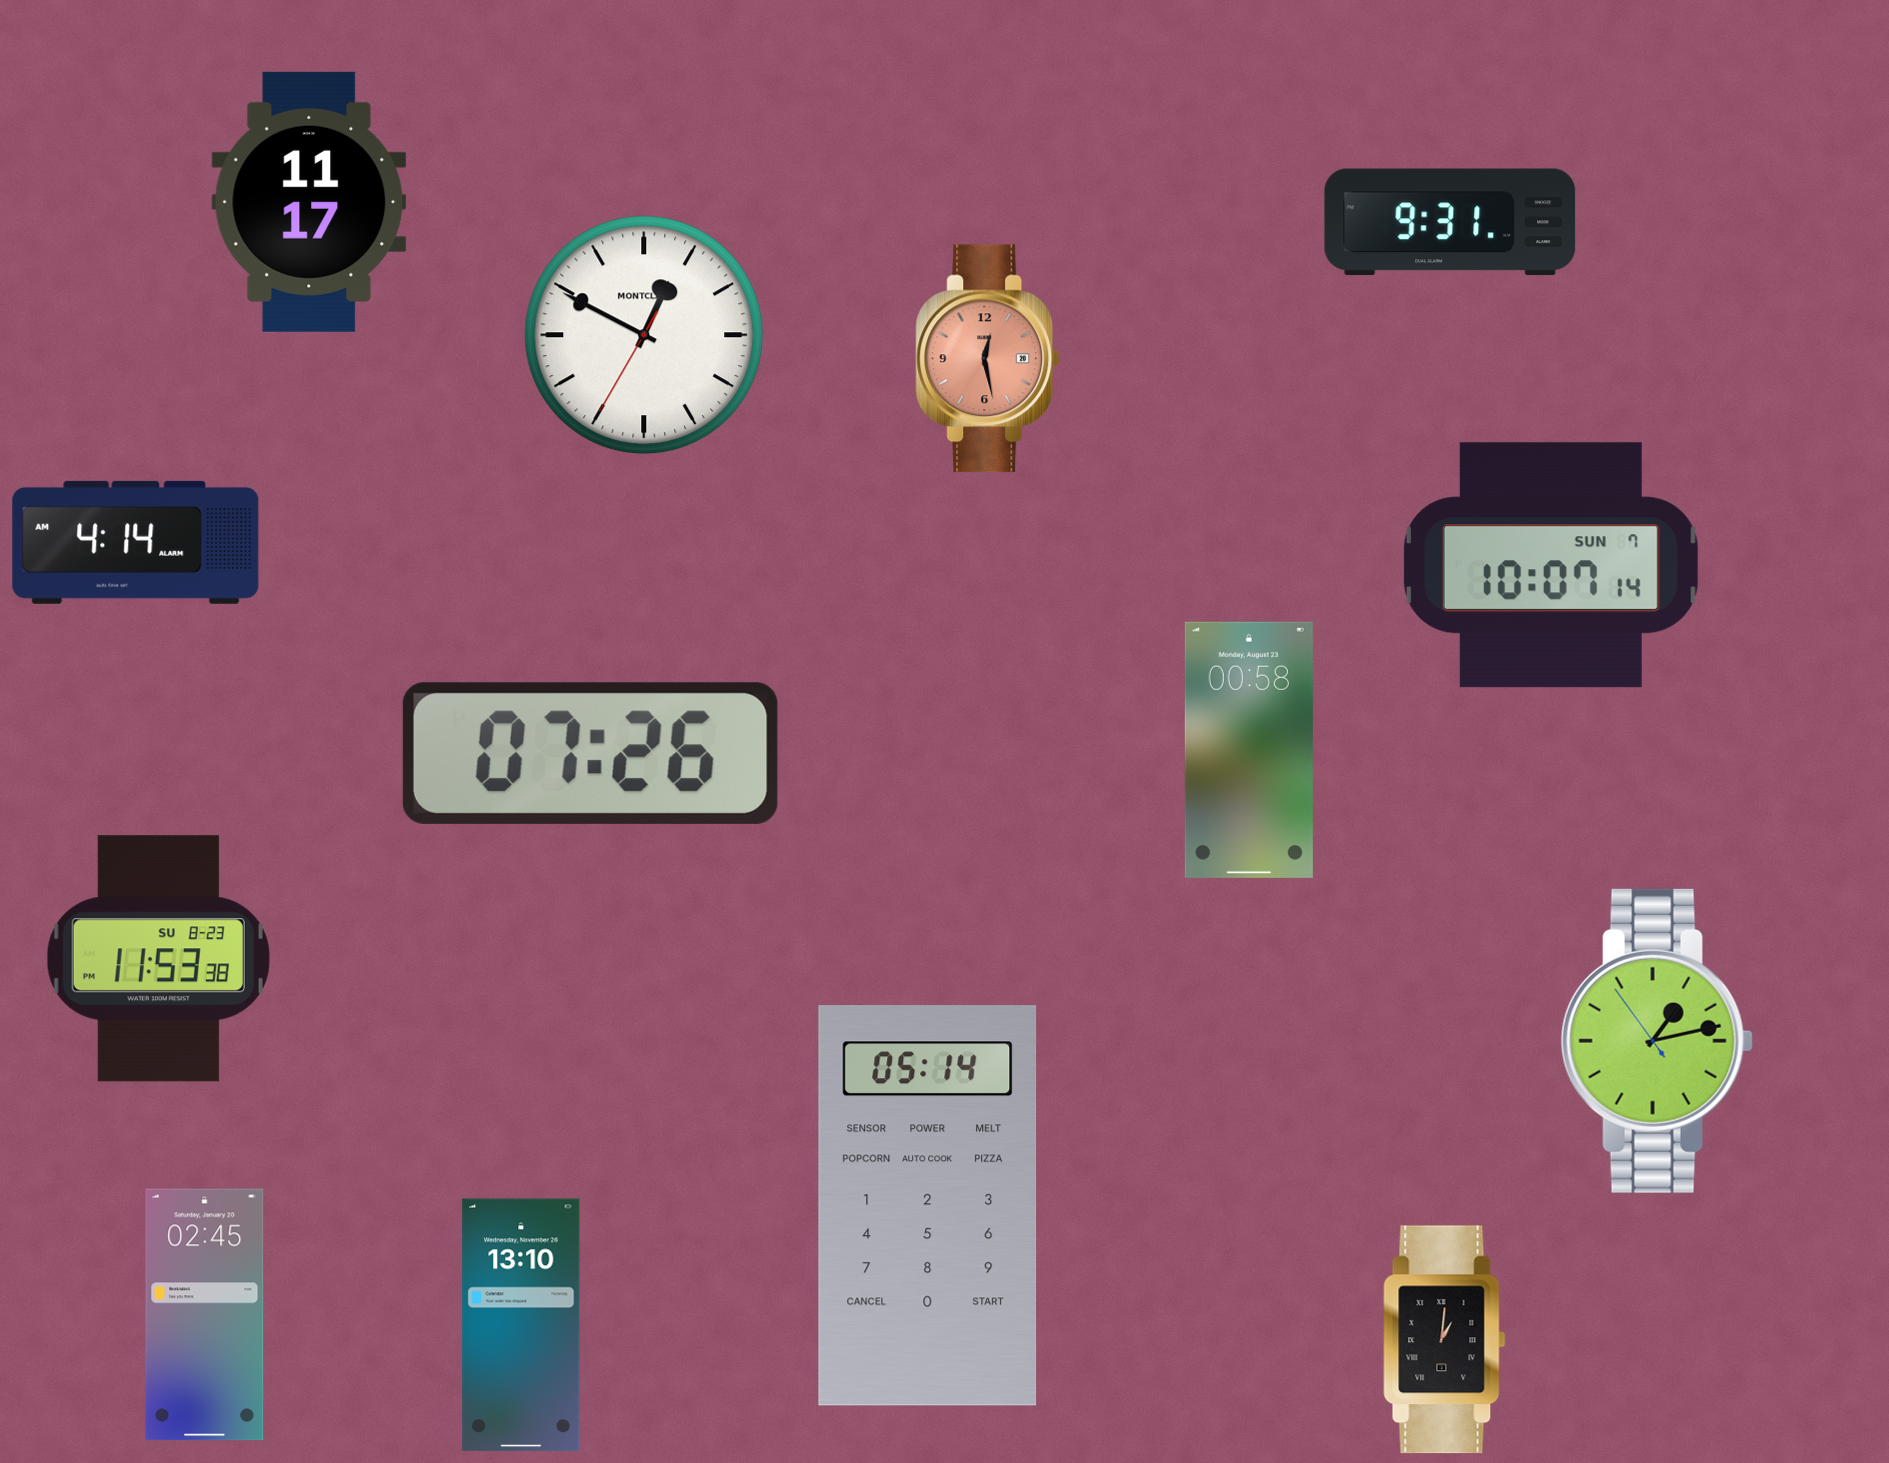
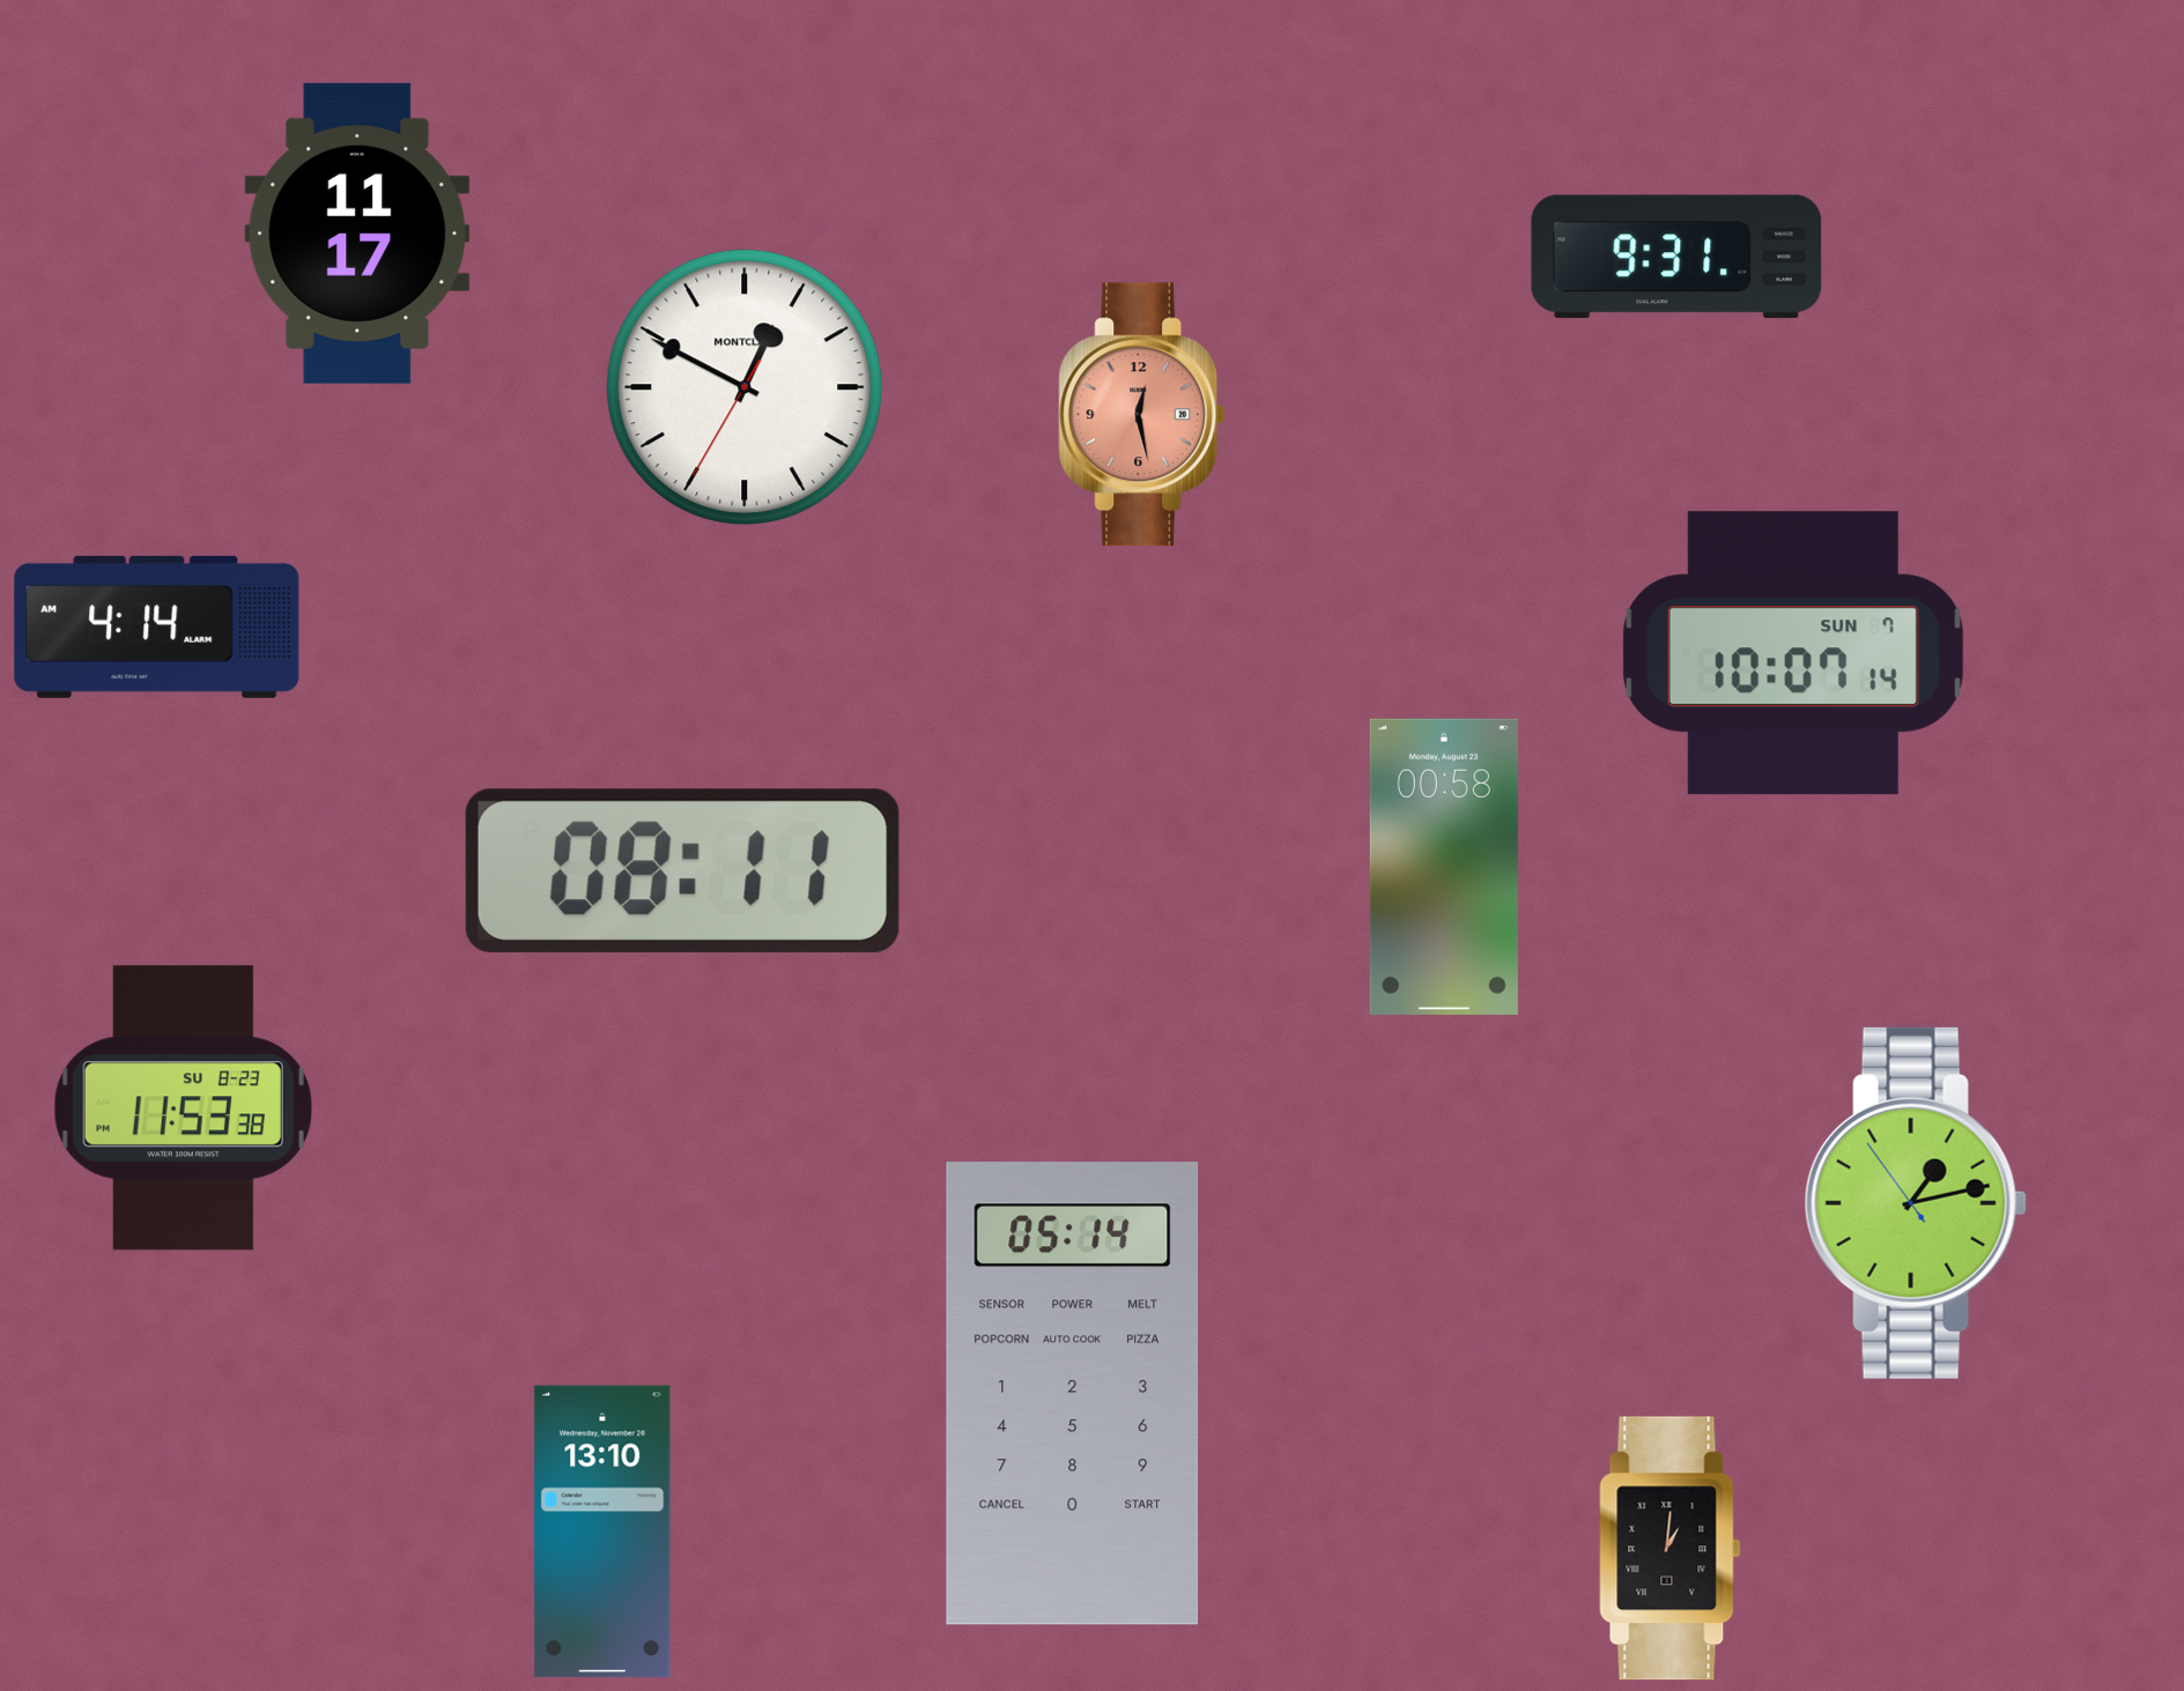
clock at (590, 753): 07:26 -> 08:11
clock at (205, 1315): 02:45 -> none
